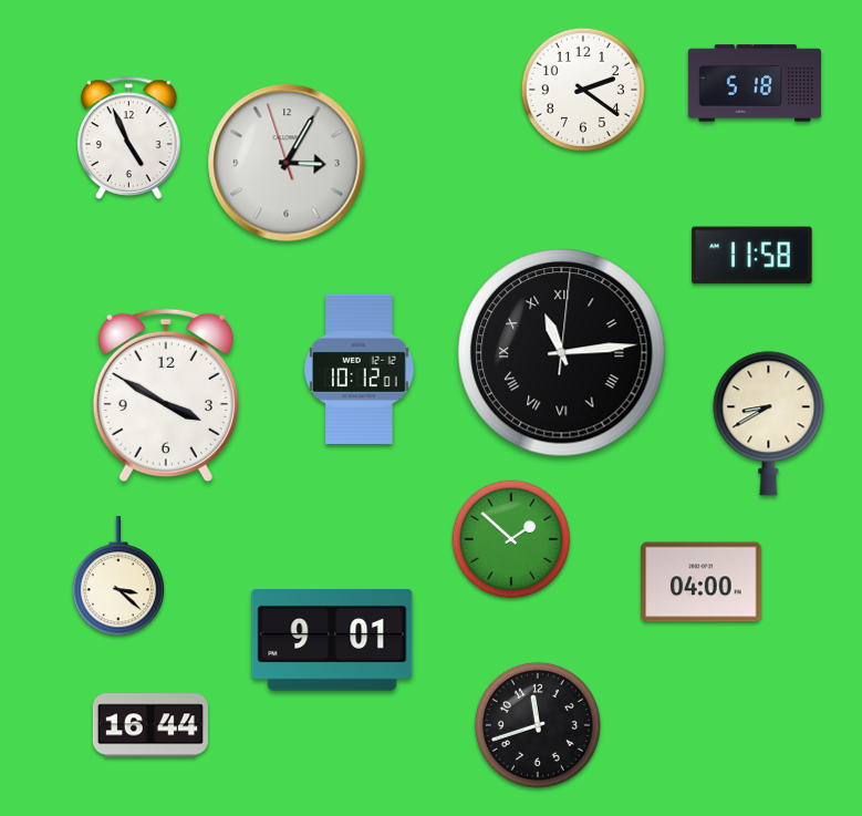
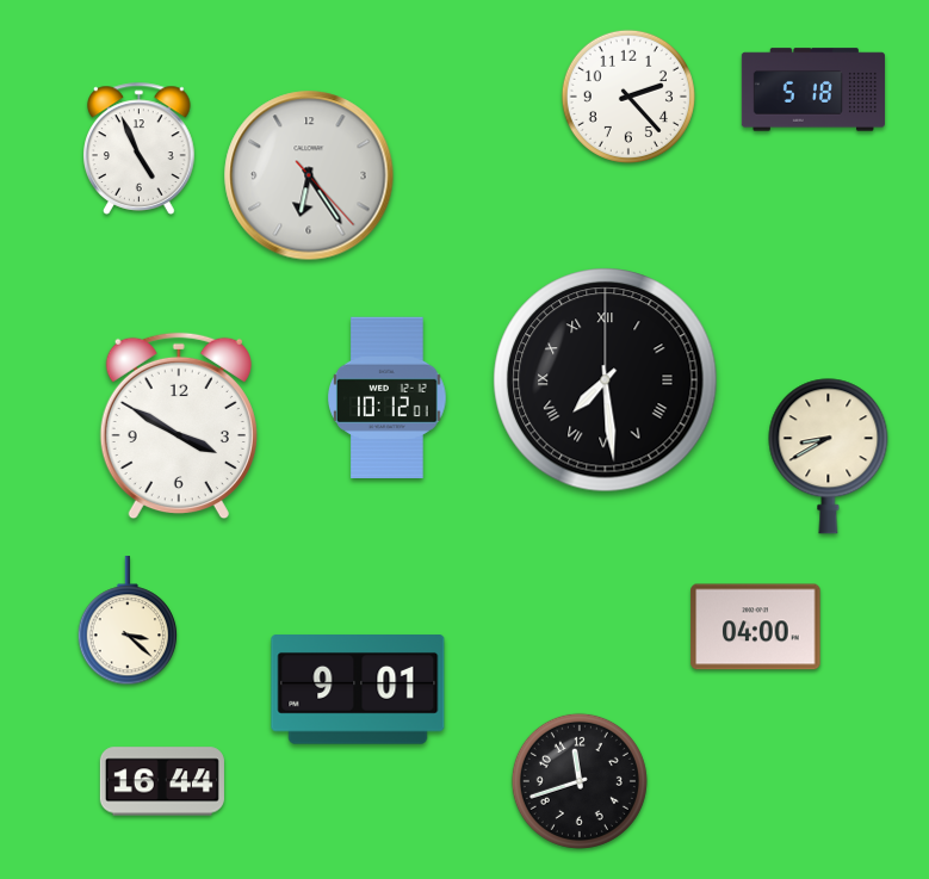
clock at (583, 90): 2:21 -> 2:23
clock at (287, 163): 3:04 -> 6:24
clock at (752, 256): 11:58 -> none
clock at (562, 353): 11:14 -> 7:29
clock at (511, 539): 1:52 -> none
